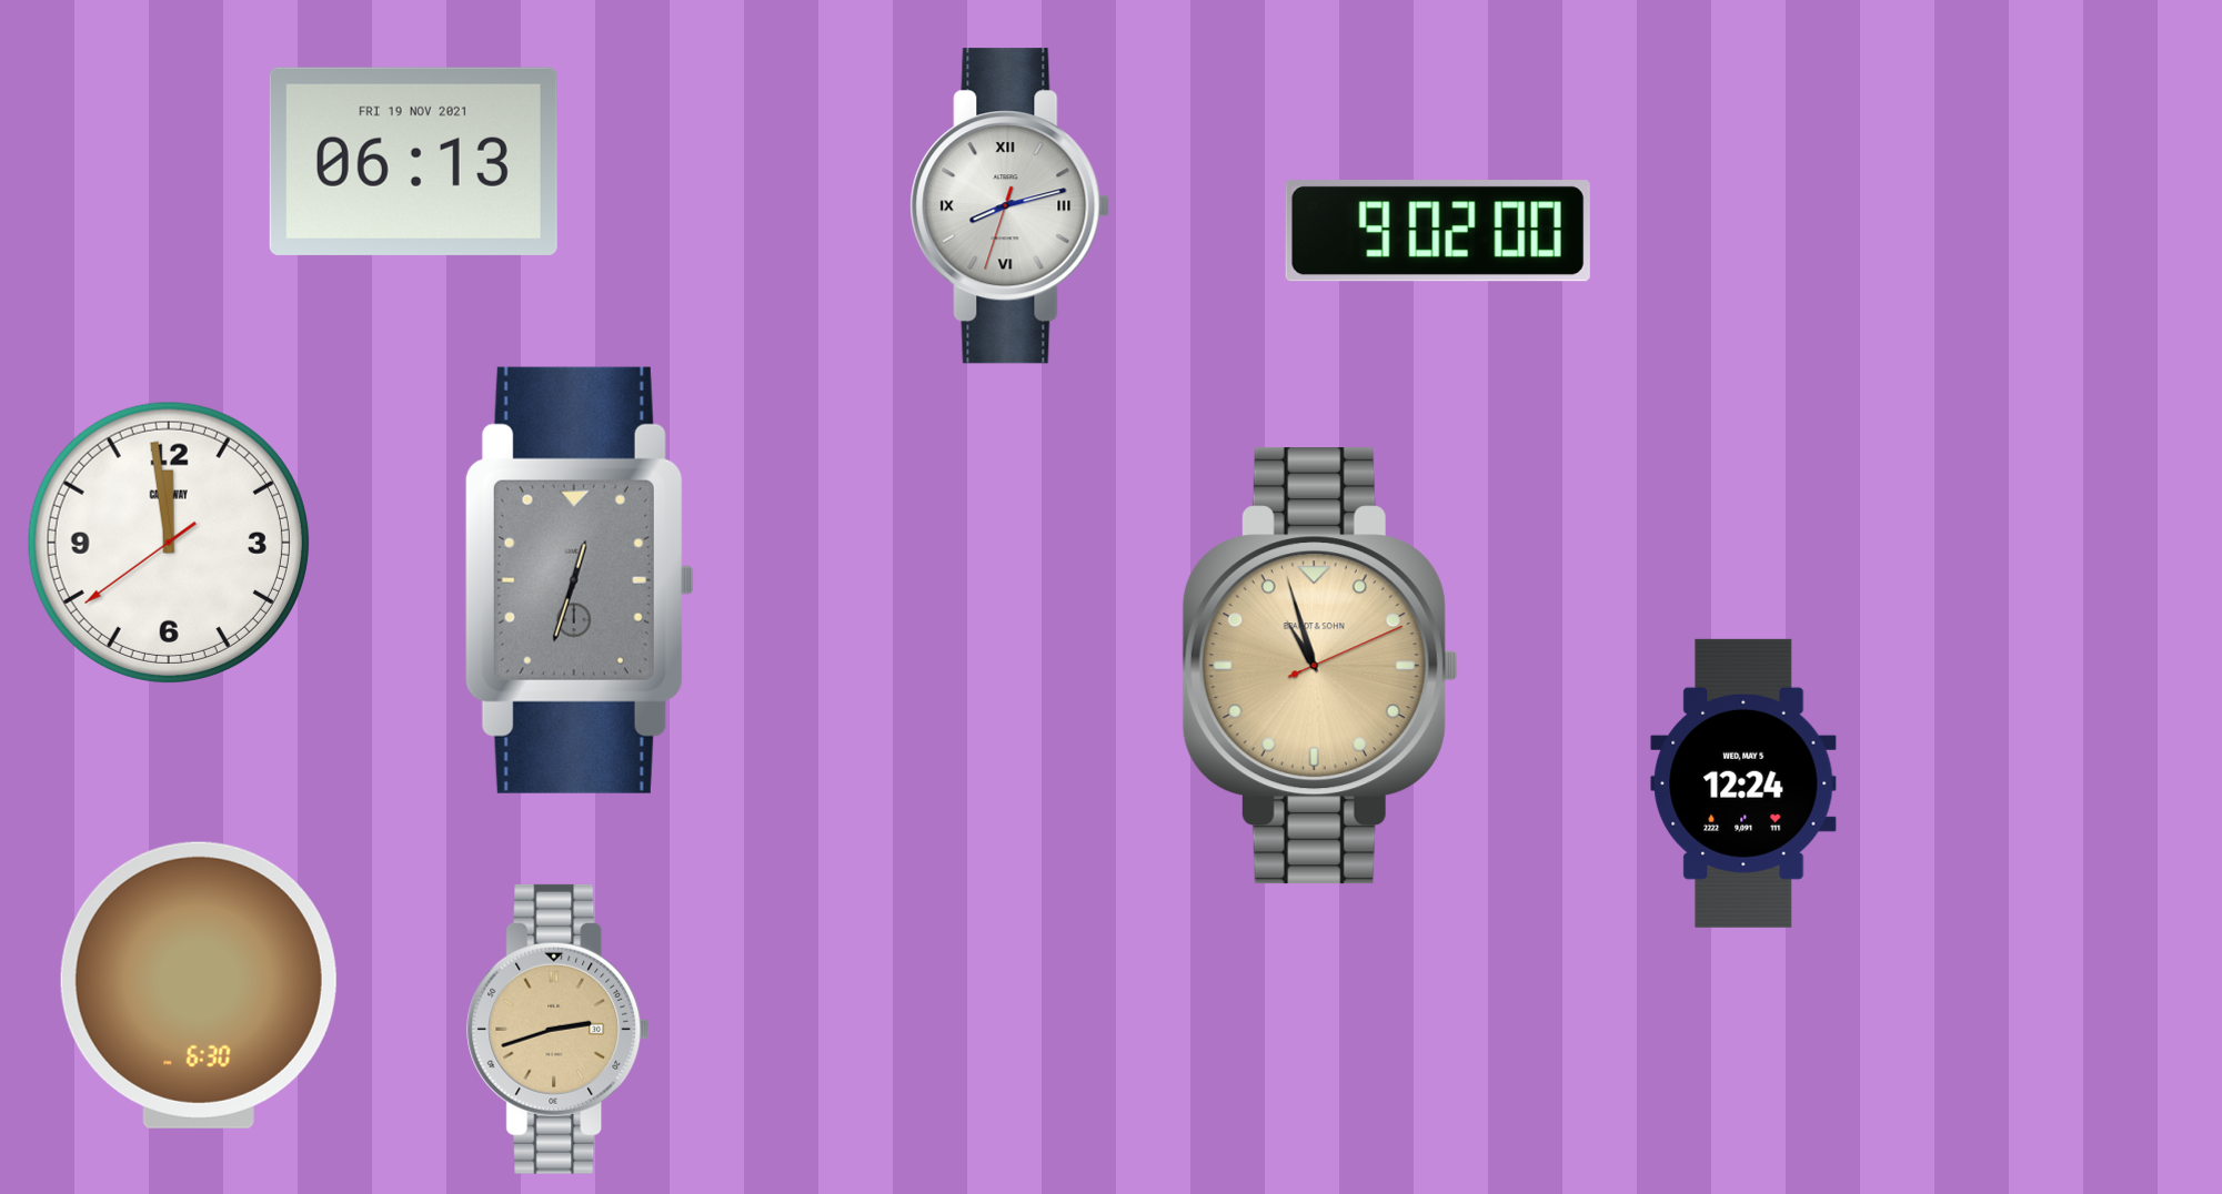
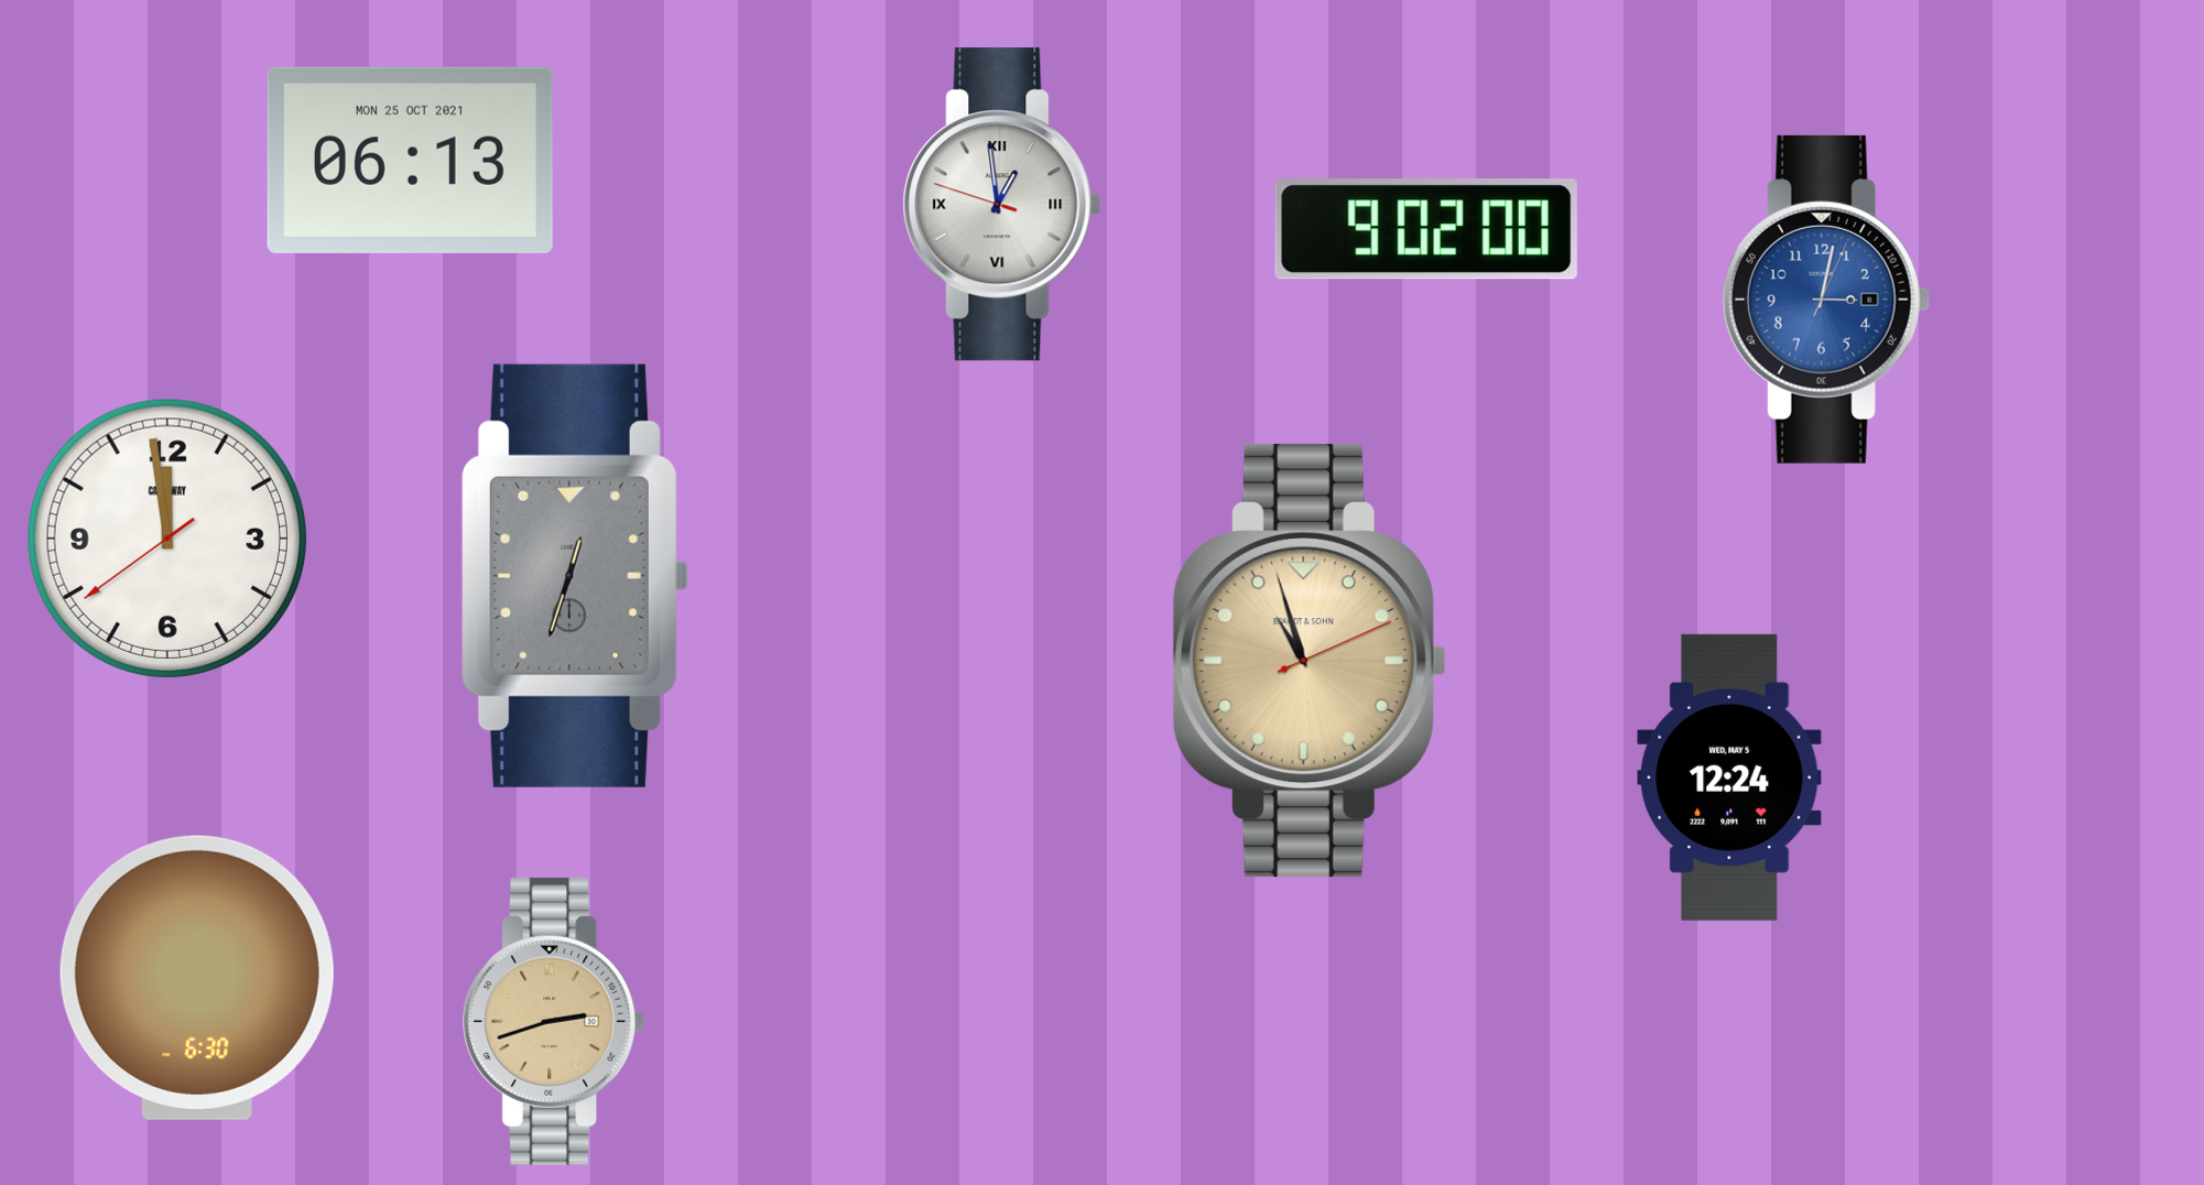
clock at (413, 161) date: FRI 19 NOV 2021 -> MON 25 OCT 2021
clock at (1011, 206): 8:12 -> 12:58
clock at (1826, 300): none -> 3:02
